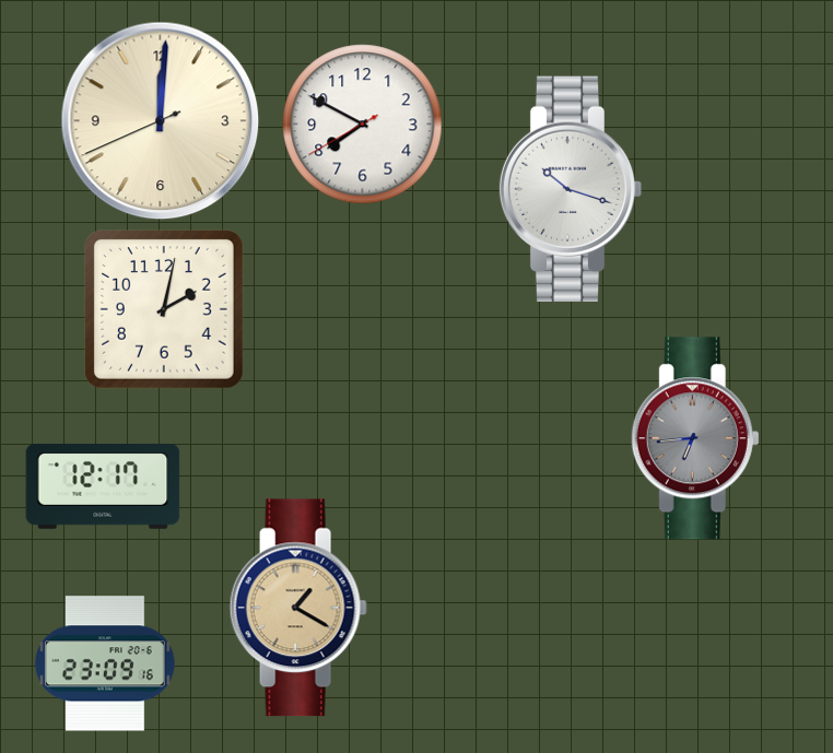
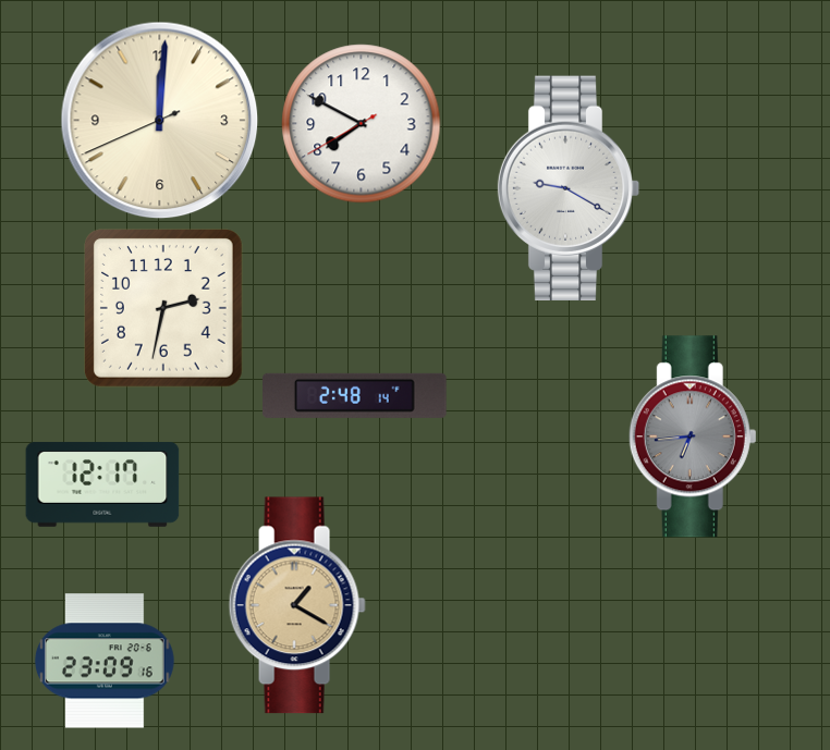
clock at (571, 188): 10:18 -> 9:20
clock at (165, 310): 2:02 -> 2:32
clock at (355, 395): none -> 2:48
